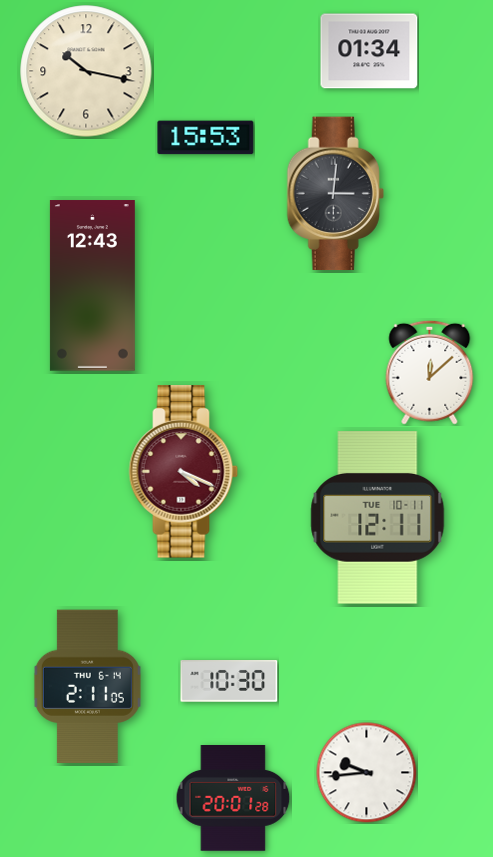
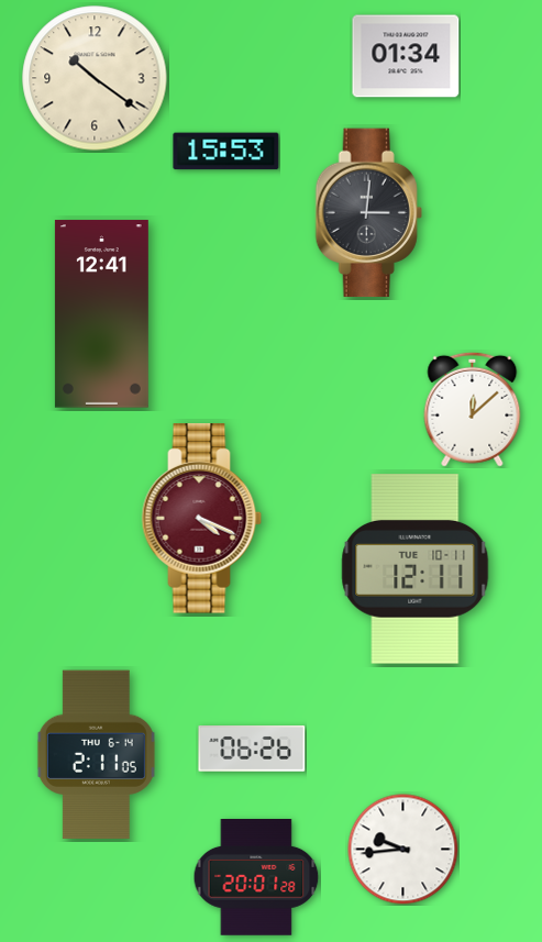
clock at (86, 71): 10:17 -> 10:21
clock at (92, 286): 12:43 -> 12:41
clock at (229, 682): 10:30 -> 06:26
